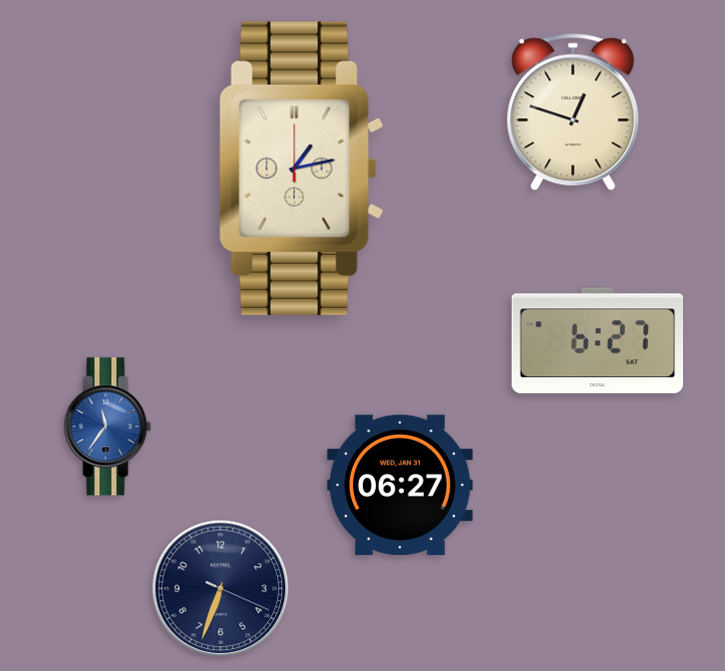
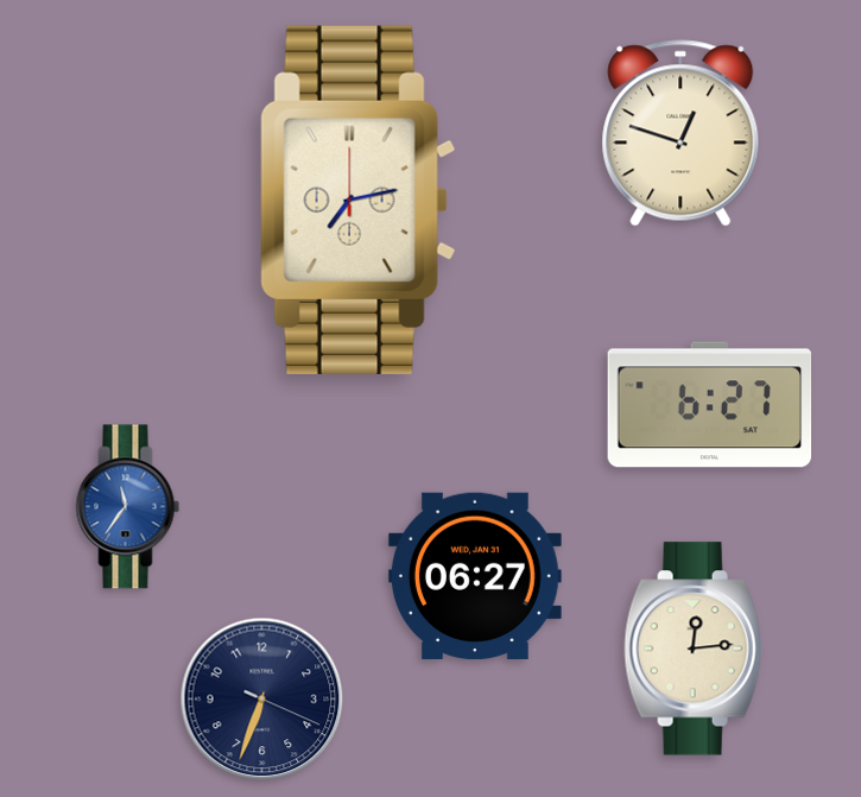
clock at (302, 168): 1:13 -> 7:13
clock at (694, 649): none -> 12:14
